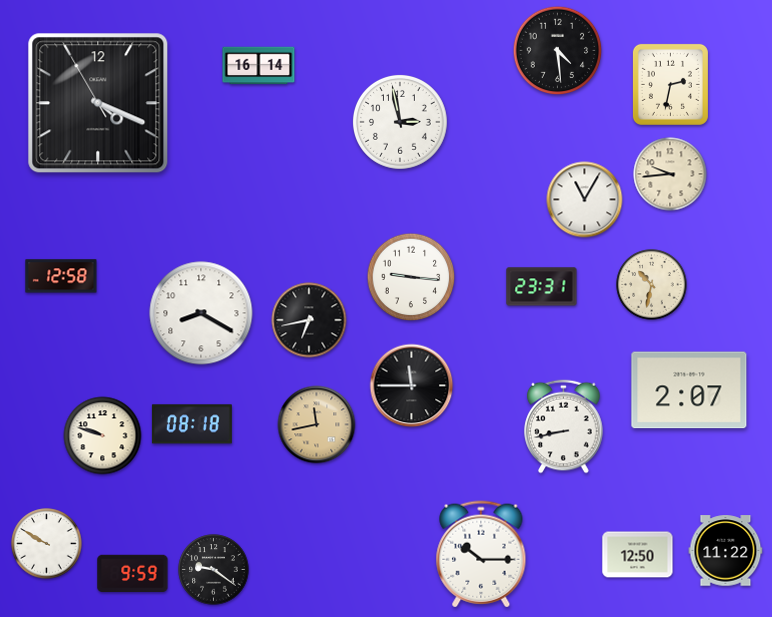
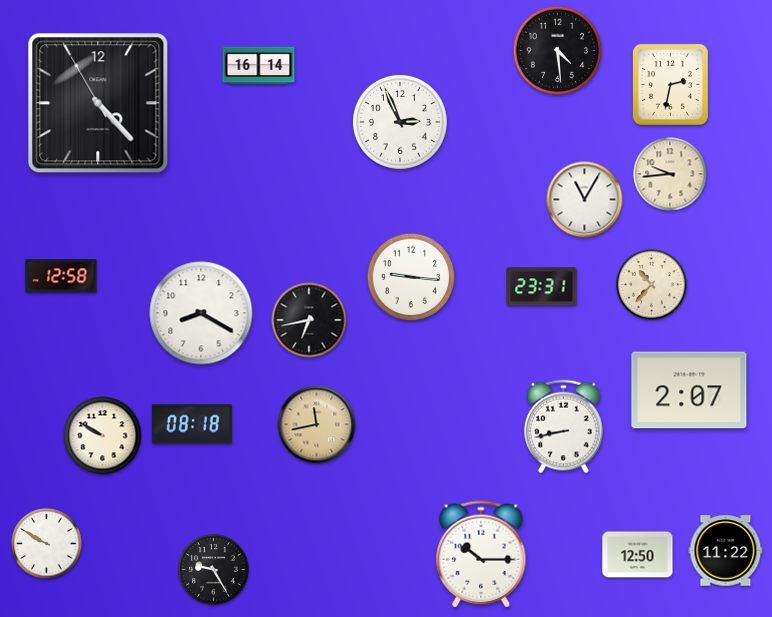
clock at (98, 103): 4:18 -> 4:22
clock at (401, 123): 2:58 -> 2:56
clock at (652, 285): 10:32 -> 10:37
clock at (412, 386): 11:45 -> none
clock at (103, 436): 9:48 -> 9:50
clock at (214, 570): 9:21 -> 9:25
clock at (133, 574): 9:59 -> none
